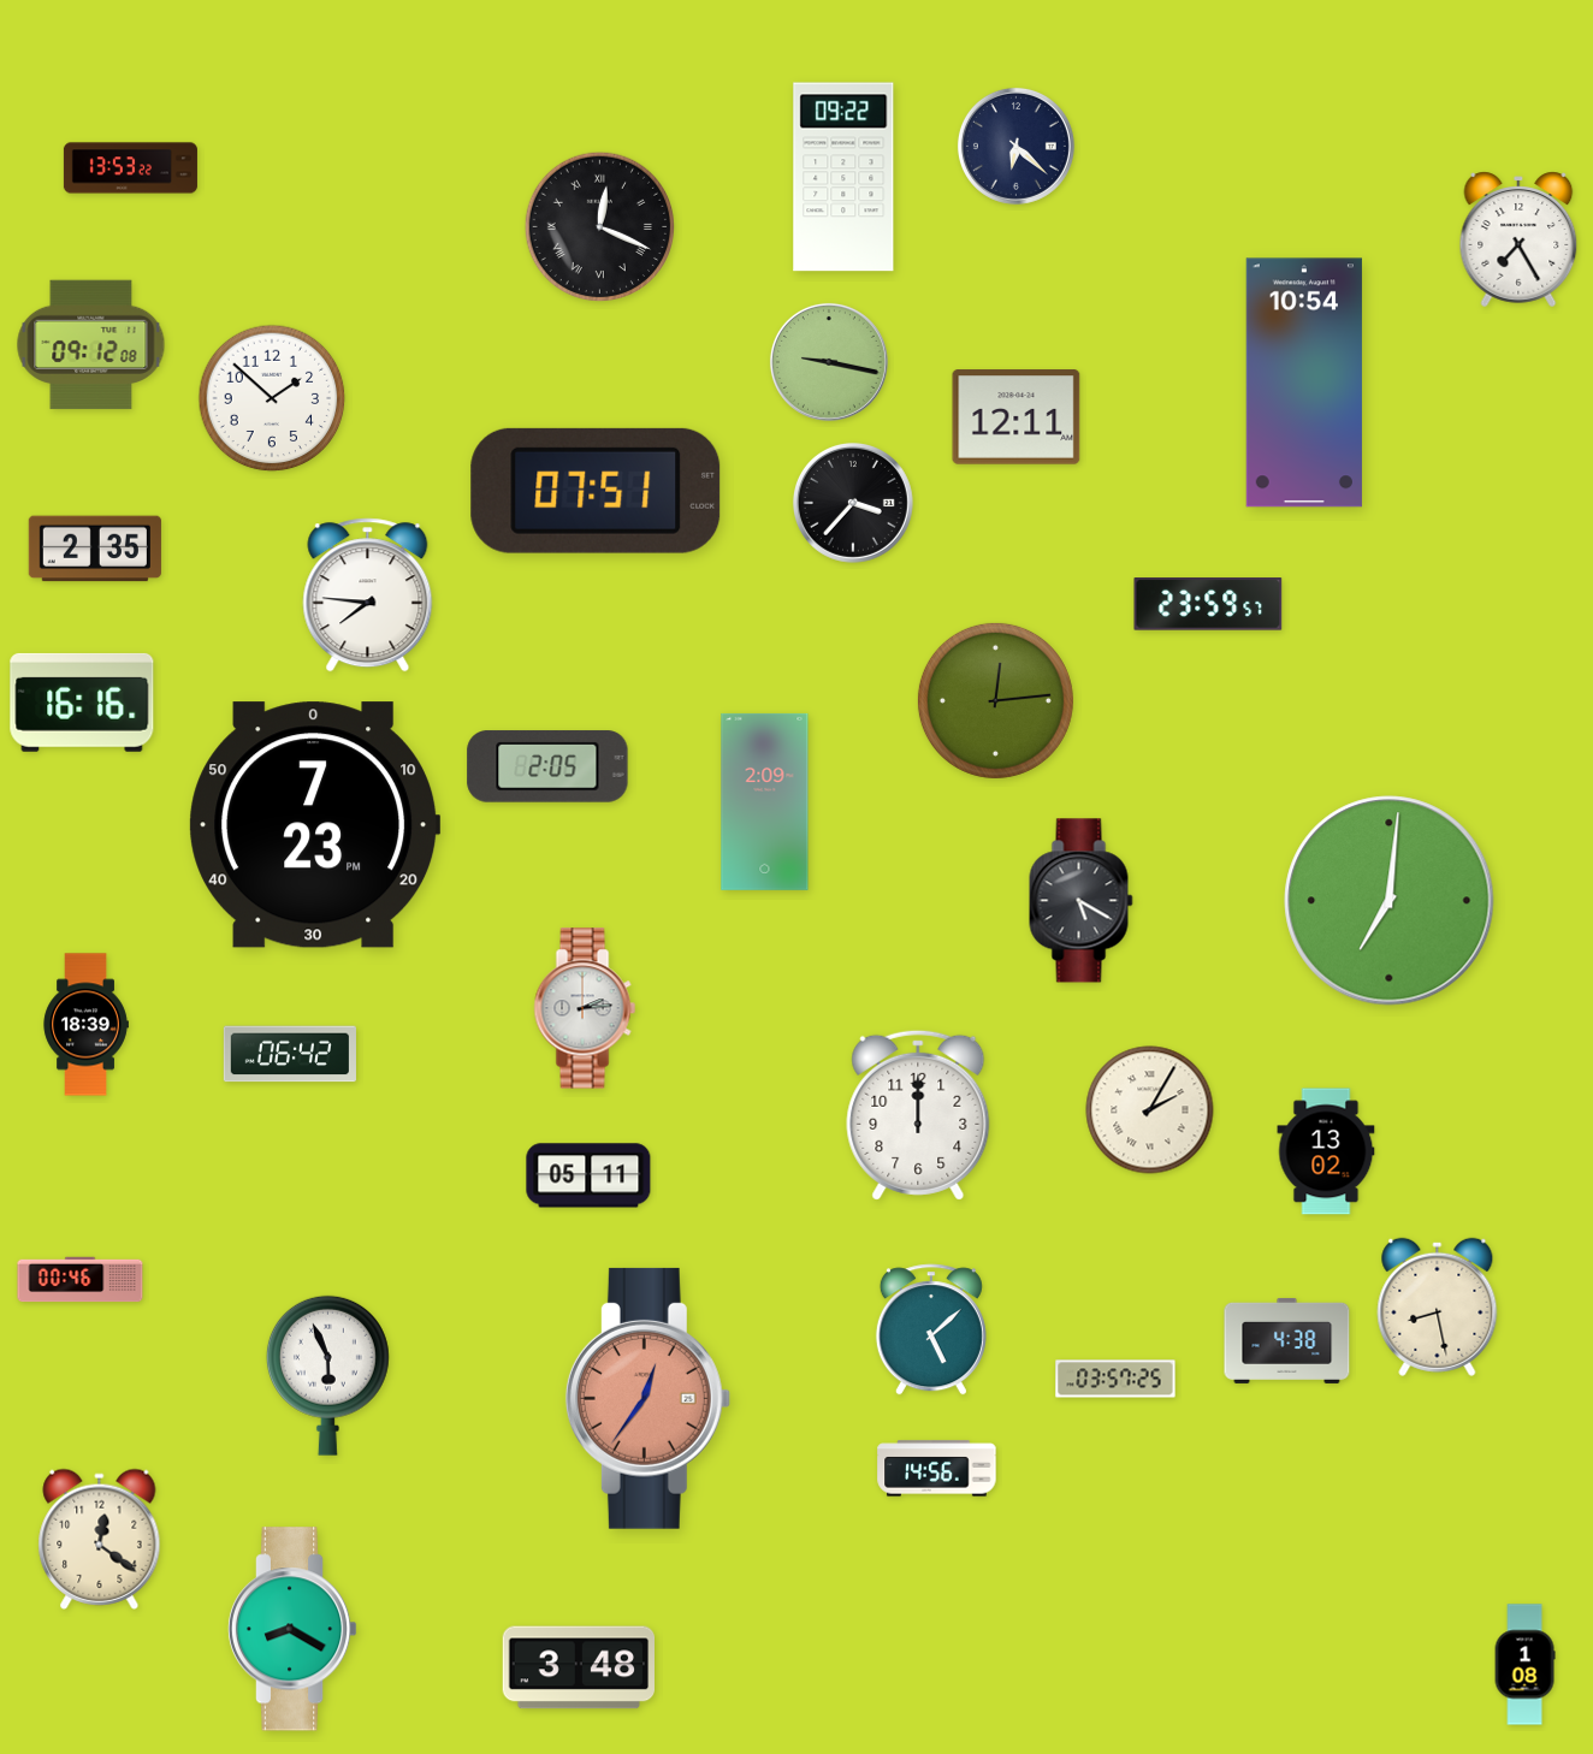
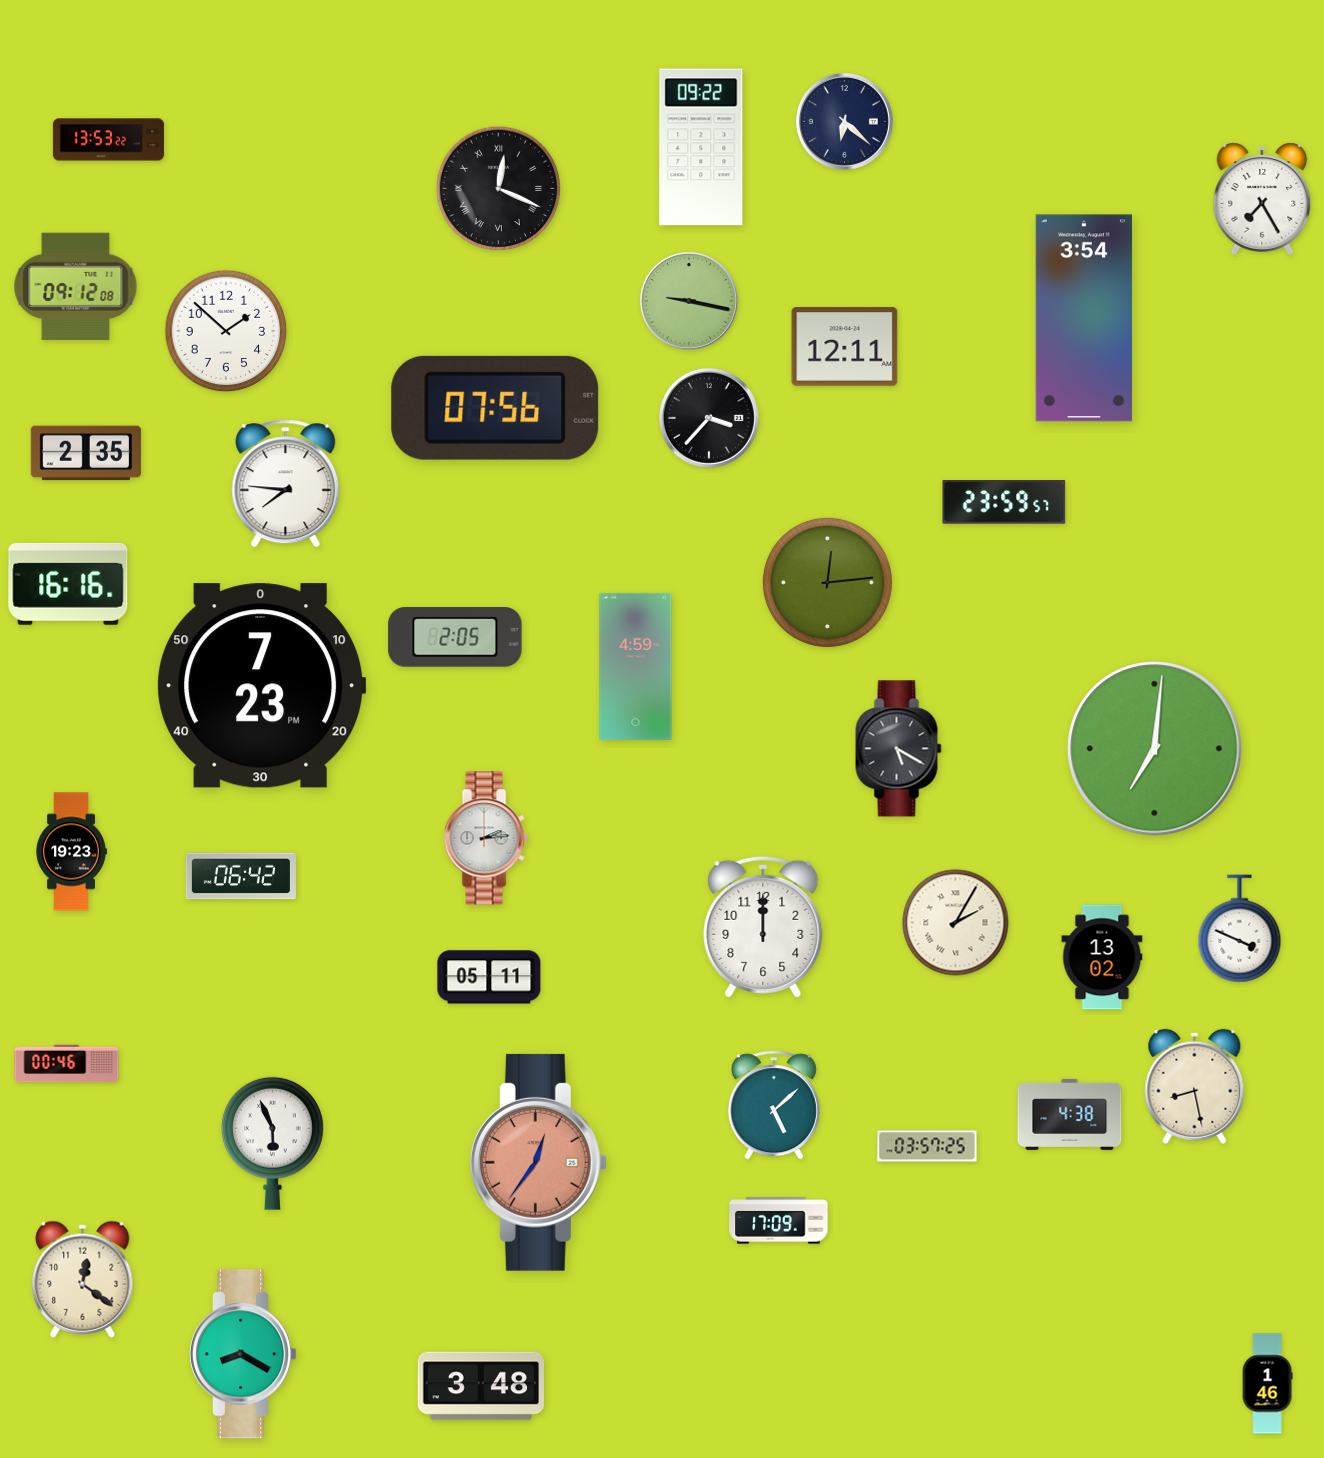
clock at (1304, 383): 10:54 -> 3:54
clock at (596, 491): 07:51 -> 07:56
clock at (95, 549) position: (95, 549) -> (86, 453)
clock at (368, 595) position: (368, 595) -> (286, 484)
clock at (765, 801): 2:09 -> 4:59
clock at (85, 1025): 18:39 -> 19:23
clock at (1240, 929): none -> 3:49
clock at (937, 1469): 14:56 -> 17:09
clock at (1524, 1665): 1:08 -> 1:46
